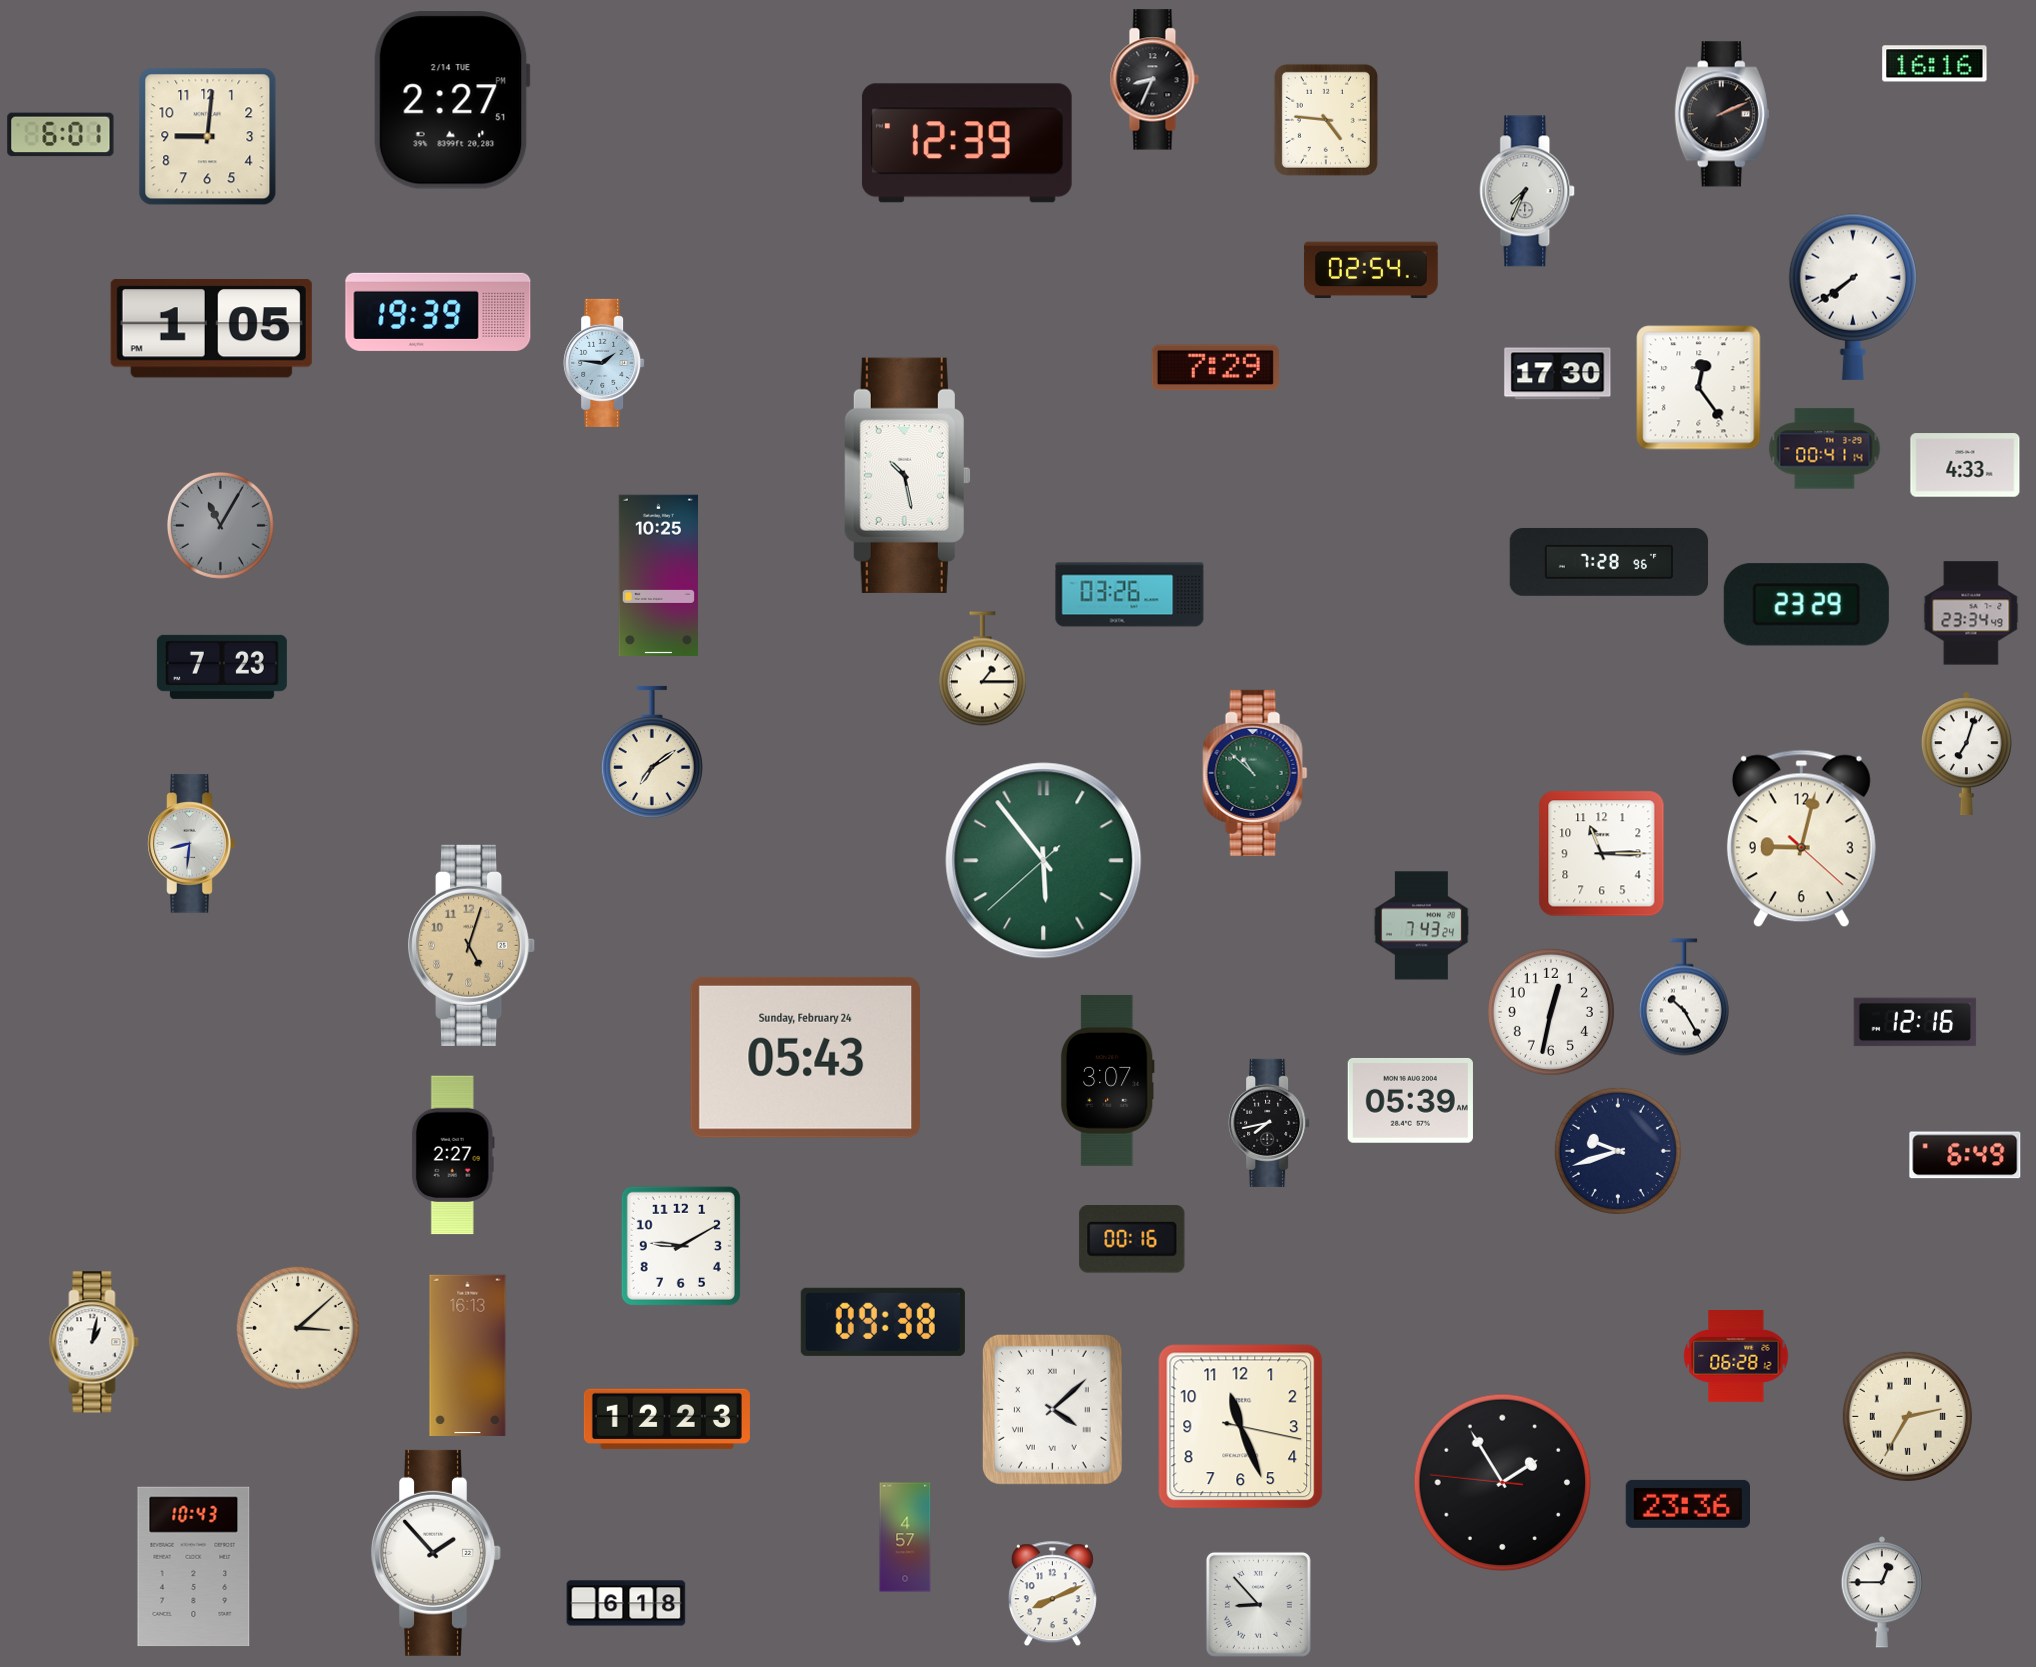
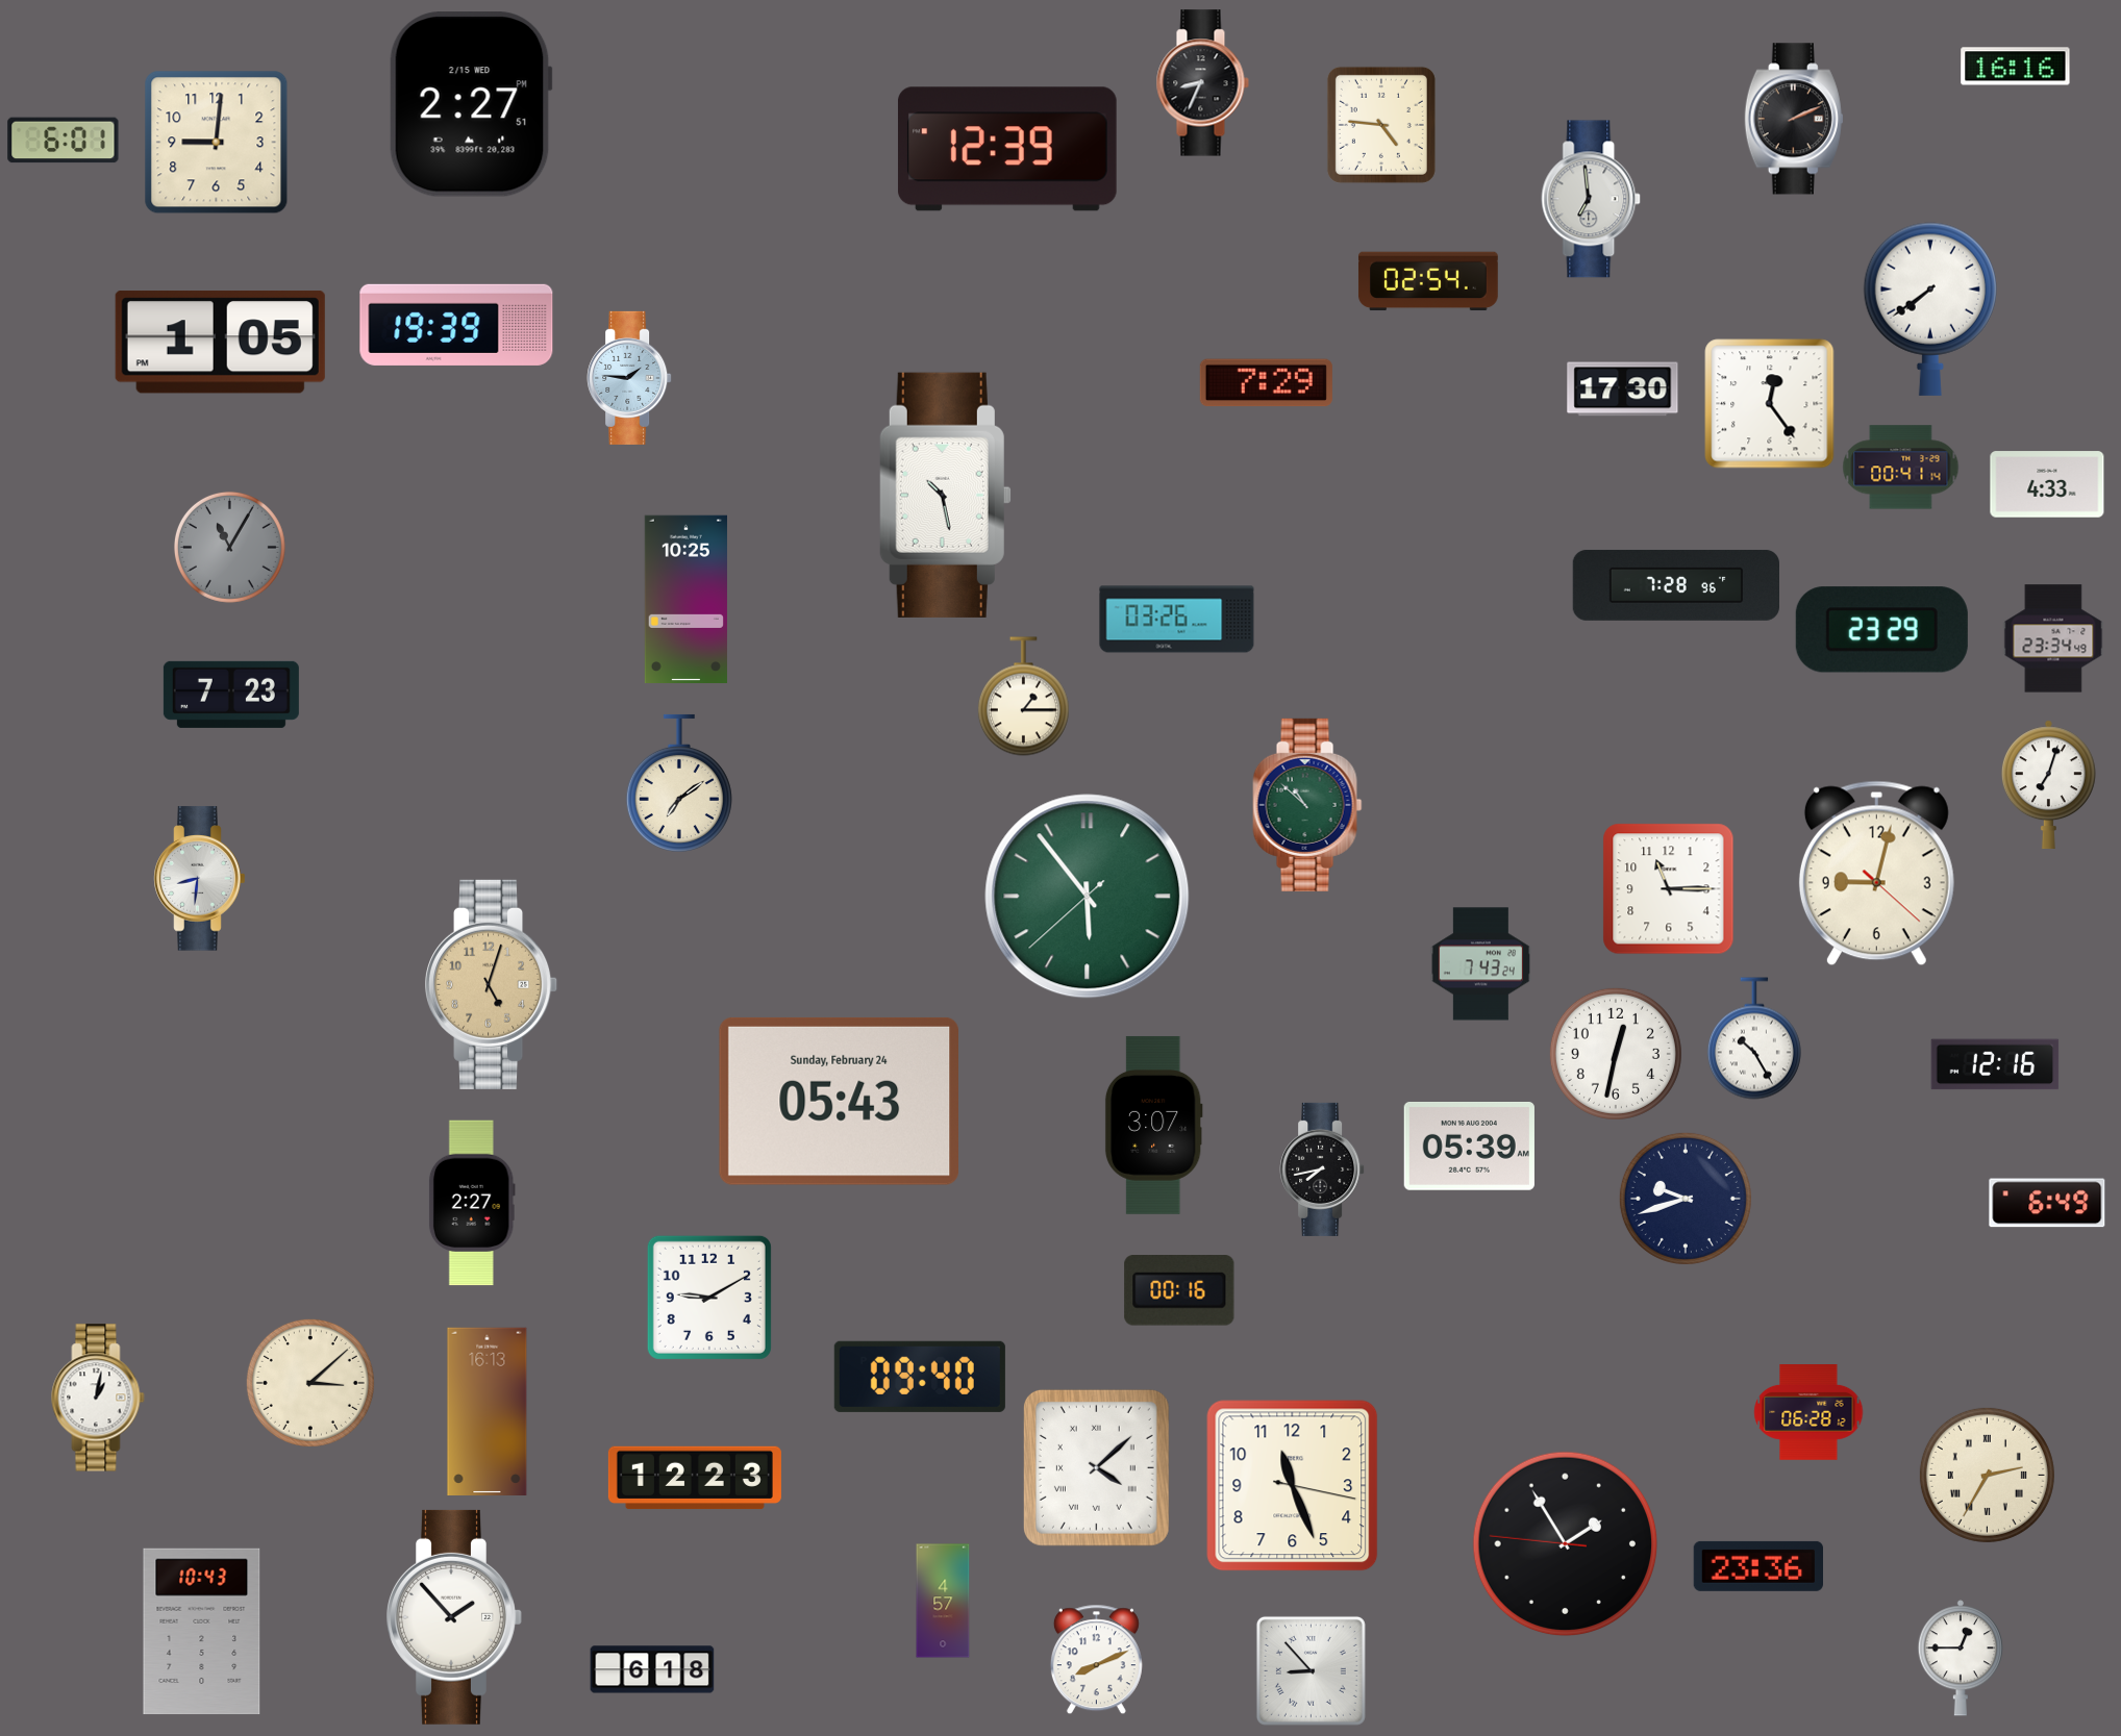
clock at (452, 100) date: 2/14 TUE -> 2/15 WED
clock at (1528, 191): 7:34 -> 6:59
clock at (883, 1322): 09:38 -> 09:40
